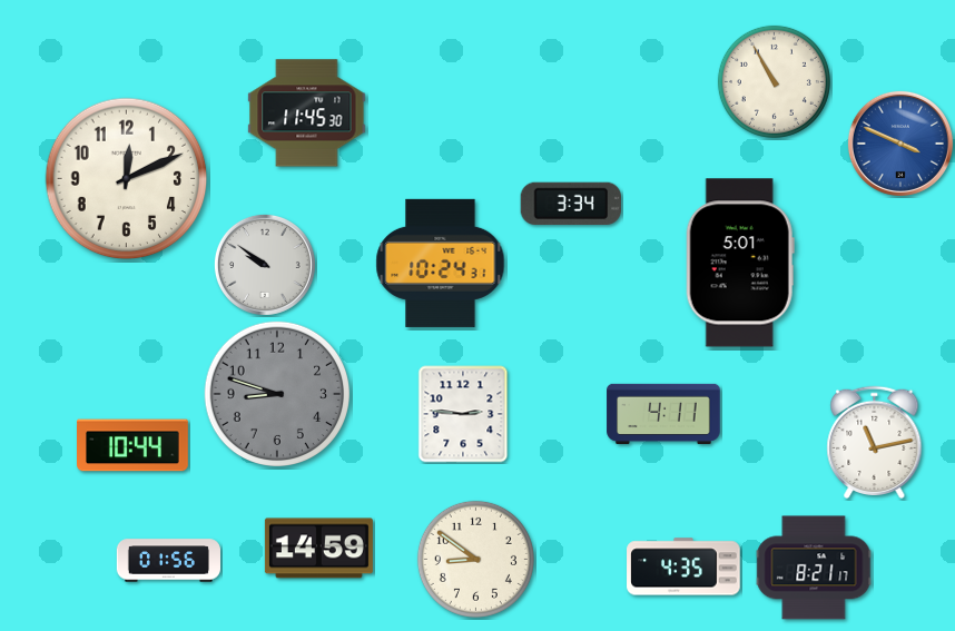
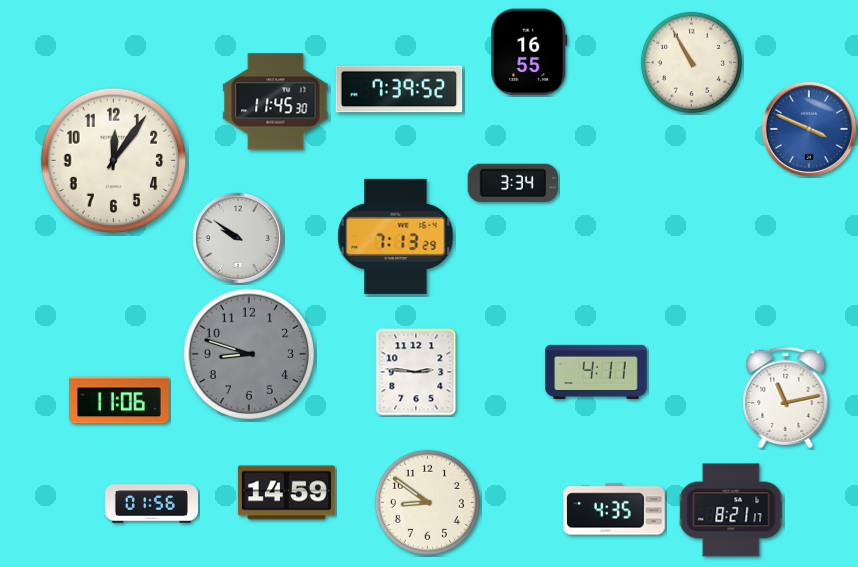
clock at (529, 52): none -> 16:55
clock at (774, 81) position: (774, 81) -> (691, 62)
clock at (399, 89): none -> 7:39
clock at (127, 179): 12:11 -> 12:06
clock at (441, 263): 10:24 -> 7:13
clock at (740, 263): 5:01 -> none
clock at (134, 445): 10:44 -> 11:06
